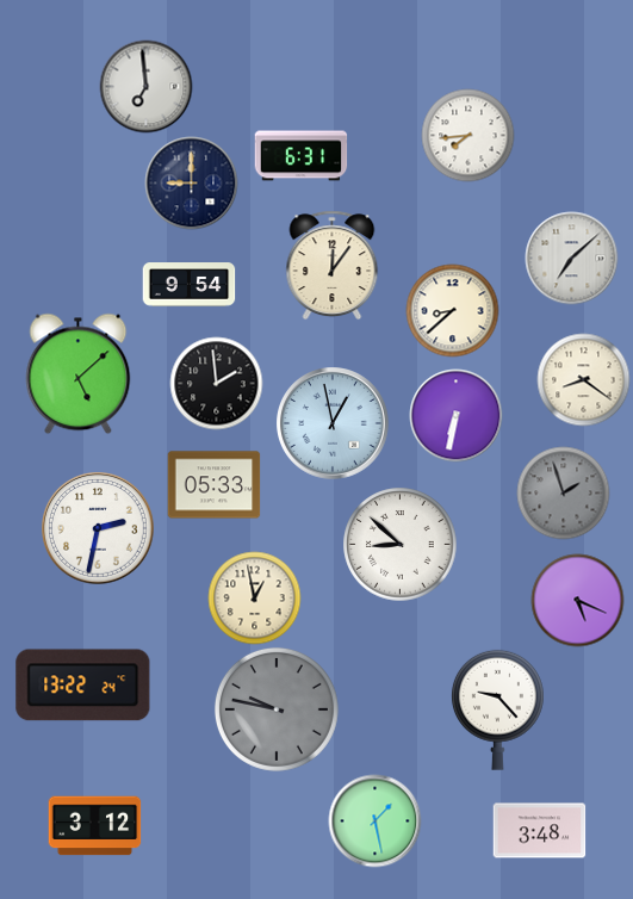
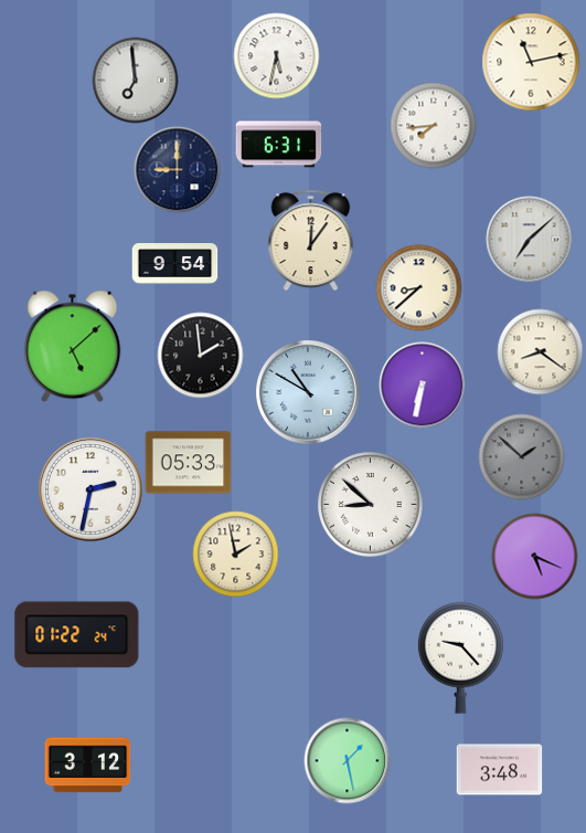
clock at (276, 55): none -> 5:32
clock at (531, 62): none -> 11:13
clock at (333, 265) position: (333, 265) -> (311, 240)
clock at (333, 423): 12:58 -> 10:50
clock at (213, 485) position: (213, 485) -> (188, 463)
clock at (563, 492): 1:57 -> 1:52
clock at (254, 597): 12:58 -> 1:58
clock at (83, 686): 13:22 -> 01:22
clock at (277, 709): 9:47 -> none
